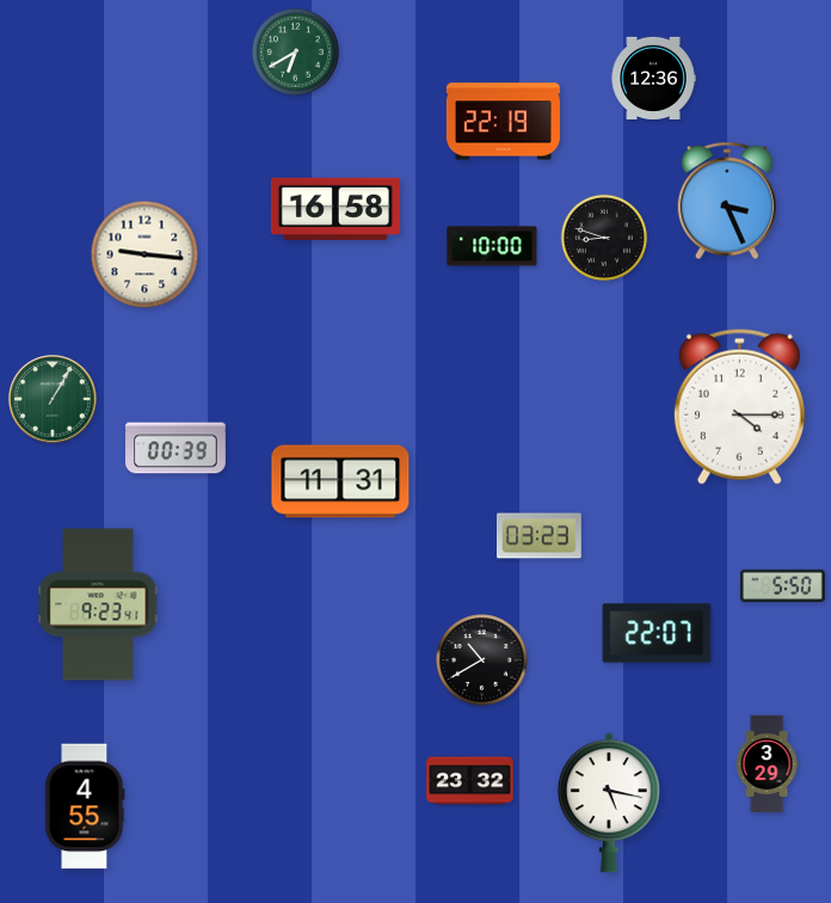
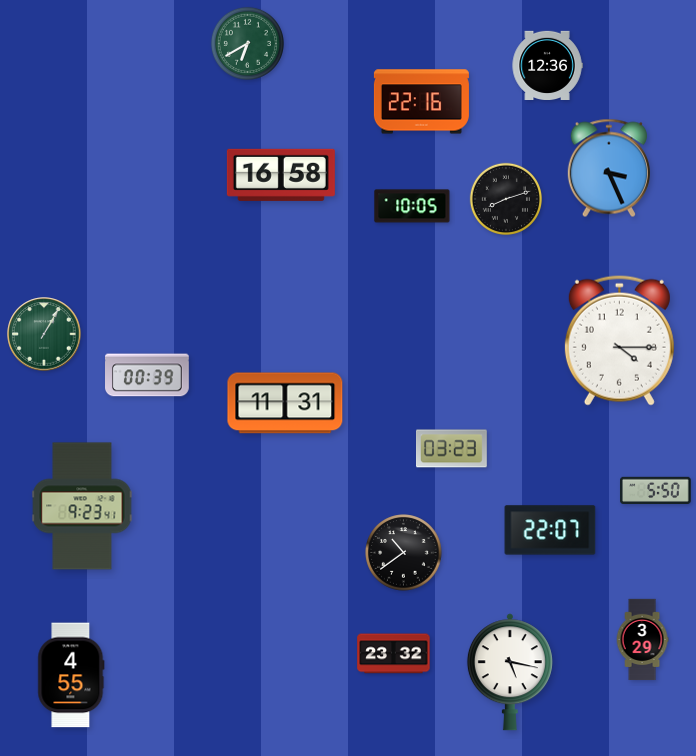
clock at (503, 122): 22:19 -> 22:16
clock at (603, 236): 8:48 -> 8:12
clock at (492, 246): 10:00 -> 10:05
clock at (144, 254): 9:16 -> none
clock at (482, 661): 10:40 -> 10:39
